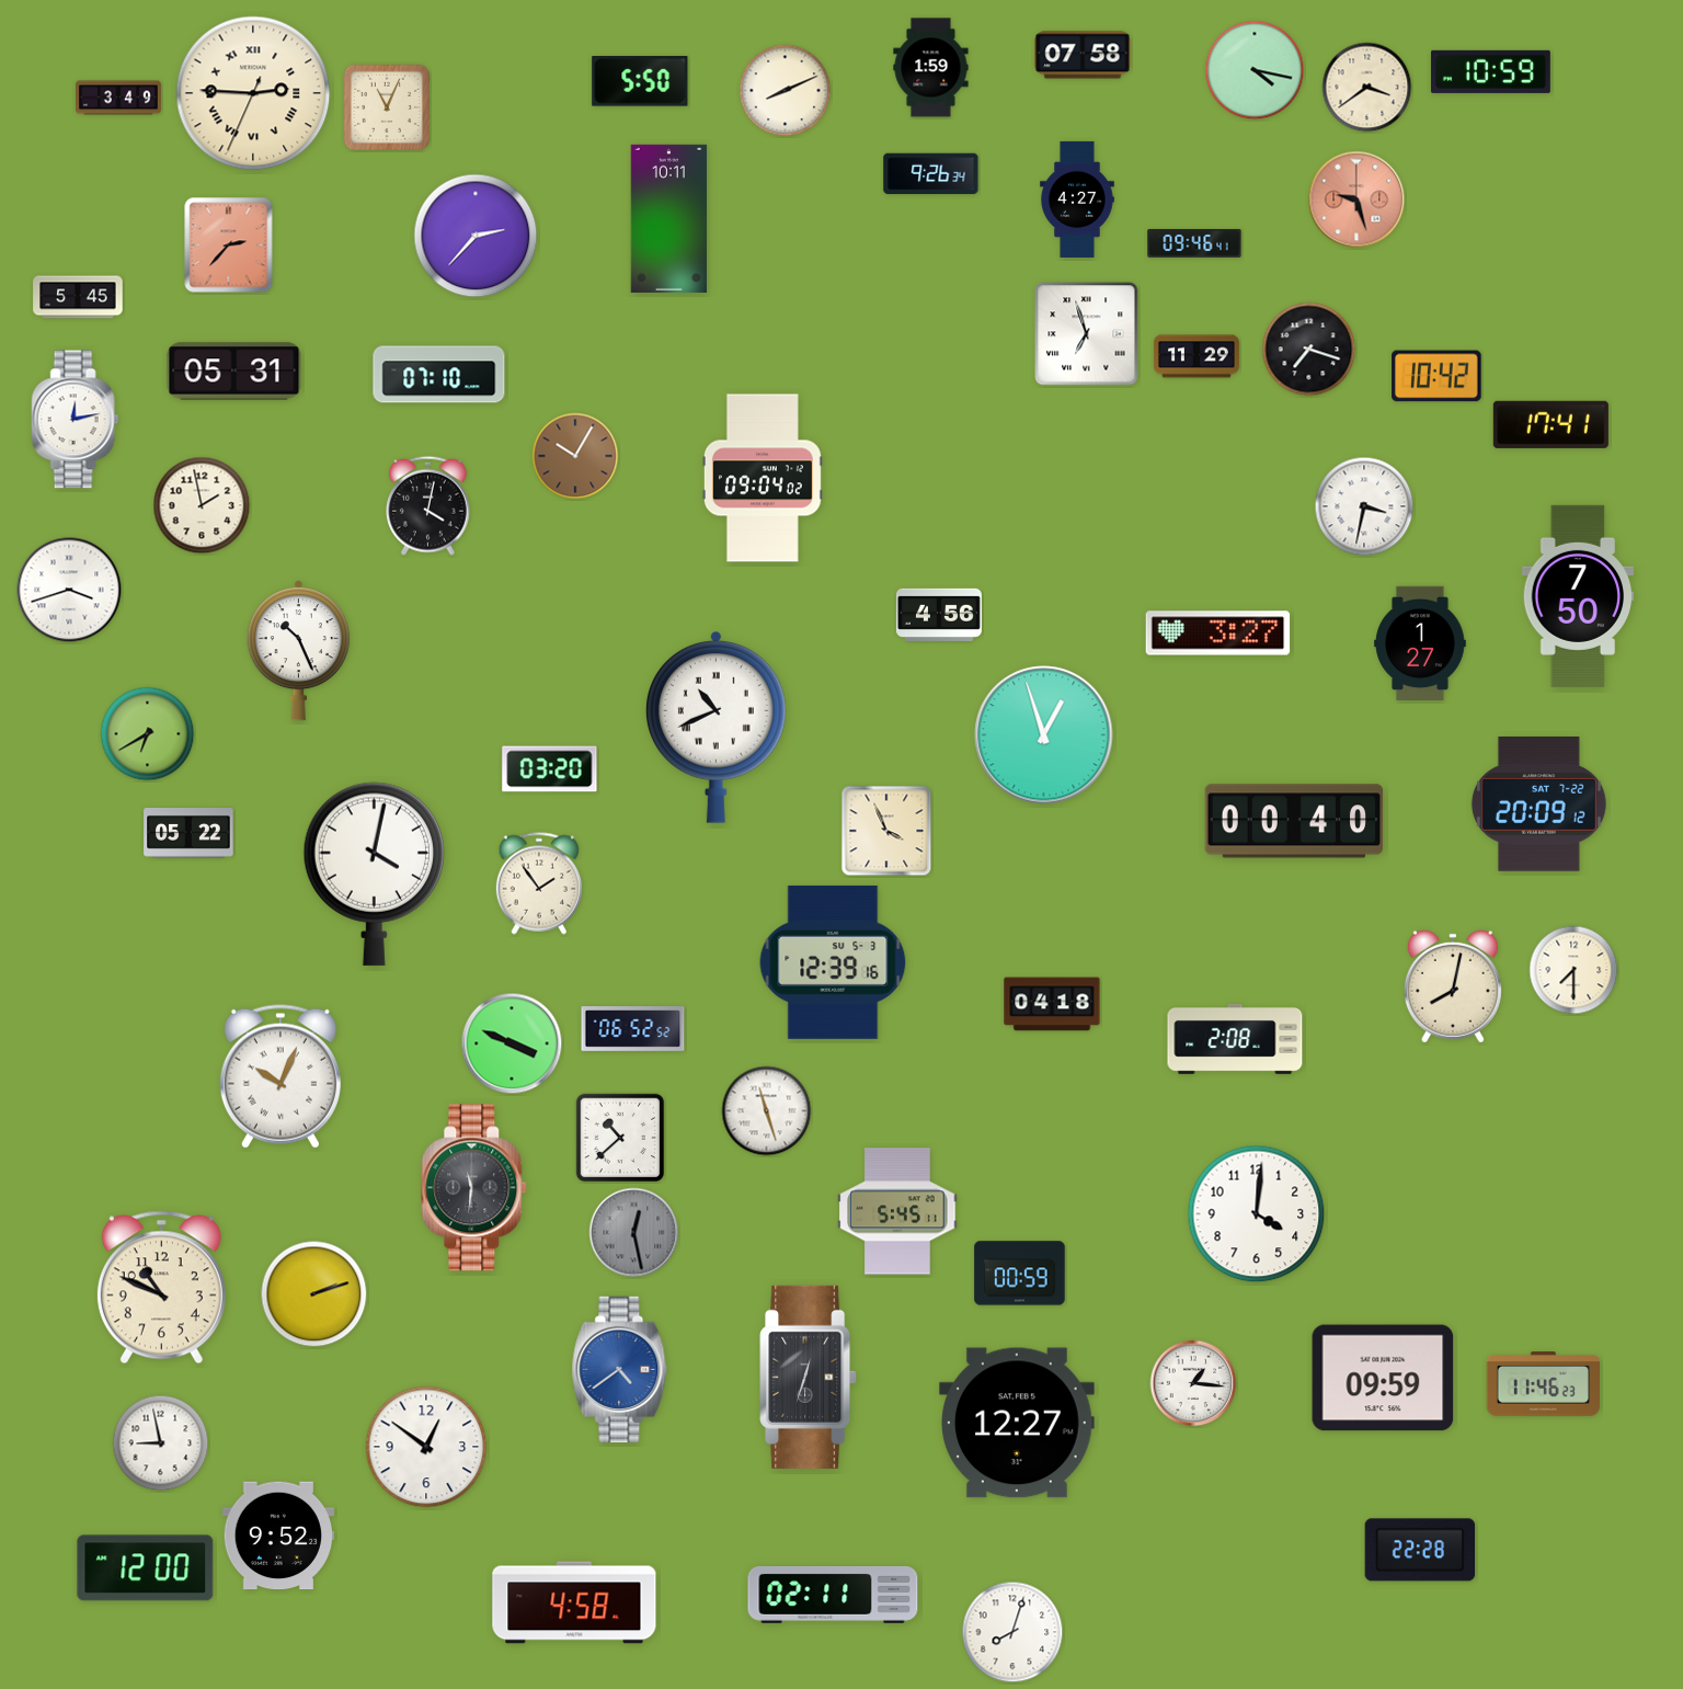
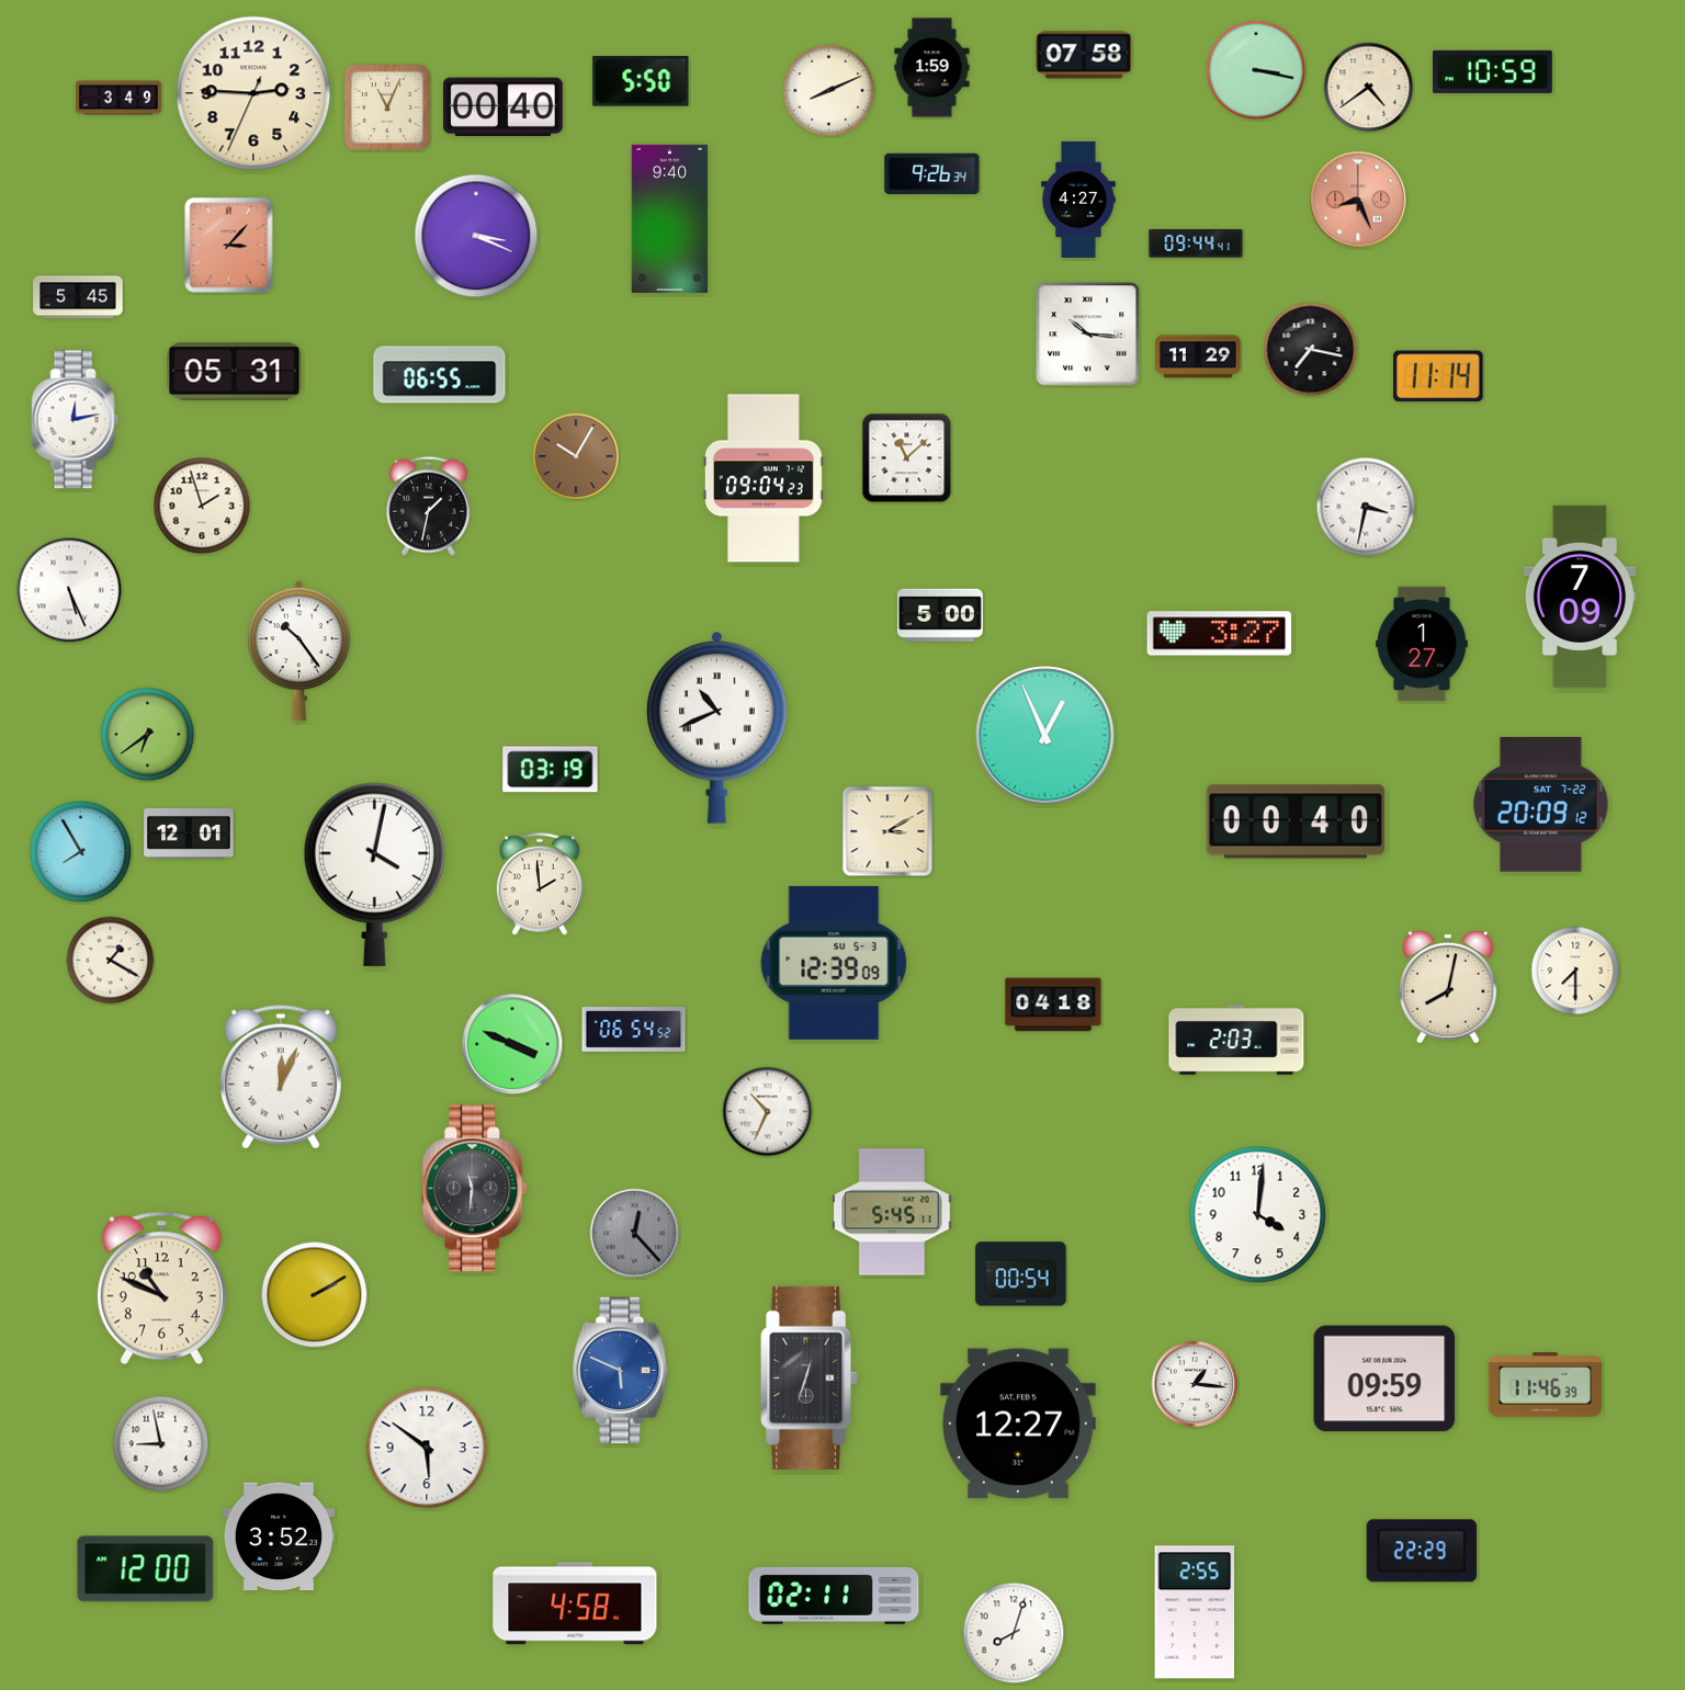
clock at (1255, 70): 4:17 -> 3:17
clock at (1367, 88): 3:39 -> 4:39
clock at (786, 91) position: (786, 91) -> (829, 91)
clock at (253, 93) numerals: Roman -> Arabic
clock at (502, 107): none -> 00:40
clock at (1356, 199): 9:27 -> 8:26
clock at (669, 218): 10:11 -> 9:40
clock at (476, 236): 2:37 -> 3:19
clock at (1194, 243): 09:46 -> 09:44
clock at (229, 246): 2:37 -> 3:07
clock at (1087, 334): 6:57 -> 10:16
clock at (1309, 350): 7:18 -> 7:17
clock at (439, 375): 07:10 -> 06:55
clock at (1436, 376): 10:42 -> 11:14
clock at (1550, 424): 17:41 -> none
clock at (907, 458): none -> 11:08
clock at (763, 478): 09:04:02 -> 09:04:23
clock at (202, 505): 1:58 -> 1:57
clock at (427, 505): 4:02 -> 1:32
clock at (69, 590): 3:42 -> 5:26
clock at (1578, 596): 7:50 -> 7:09
clock at (939, 615): 4:56 -> 5:00
clock at (298, 651): 10:26 -> 10:24
clock at (148, 734): 6:40 -> 6:39
clock at (1044, 735): 12:57 -> 12:56
clock at (550, 769): 03:20 -> 03:19
clock at (886, 831): 3:56 -> 3:10
clock at (188, 834): 05:22 -> 12:01
clock at (81, 852): none -> 7:55
clock at (538, 883): 1:54 -> 1:59
clock at (111, 961): none -> 1:20
clock at (833, 962): 12:39:16 -> 12:39:09
clock at (1453, 986) position: (1453, 986) -> (1448, 987)
clock at (633, 1029): 06:52 -> 06:54
clock at (1235, 1039): 2:08 -> 2:03
clock at (280, 1076): 10:04 -> 12:04
clock at (767, 1111): 11:27 -> 10:34
clock at (620, 1138): 10:38 -> none
clock at (897, 1211) position: (897, 1211) -> (892, 1212)
clock at (634, 1233): 12:28 -> 12:23
clock at (1020, 1274): 00:59 -> 00:54
clock at (314, 1294): 2:12 -> 2:10
clock at (620, 1369): 4:39 -> 5:49
clock at (1543, 1384): 11:46:23 -> 11:46:39
clock at (426, 1447): 12:51 -> 5:51
clock at (278, 1536): 9:52 -> 3:52
clock at (1420, 1550): 22:28 -> 22:29
clock at (1195, 1612): none -> 2:55
